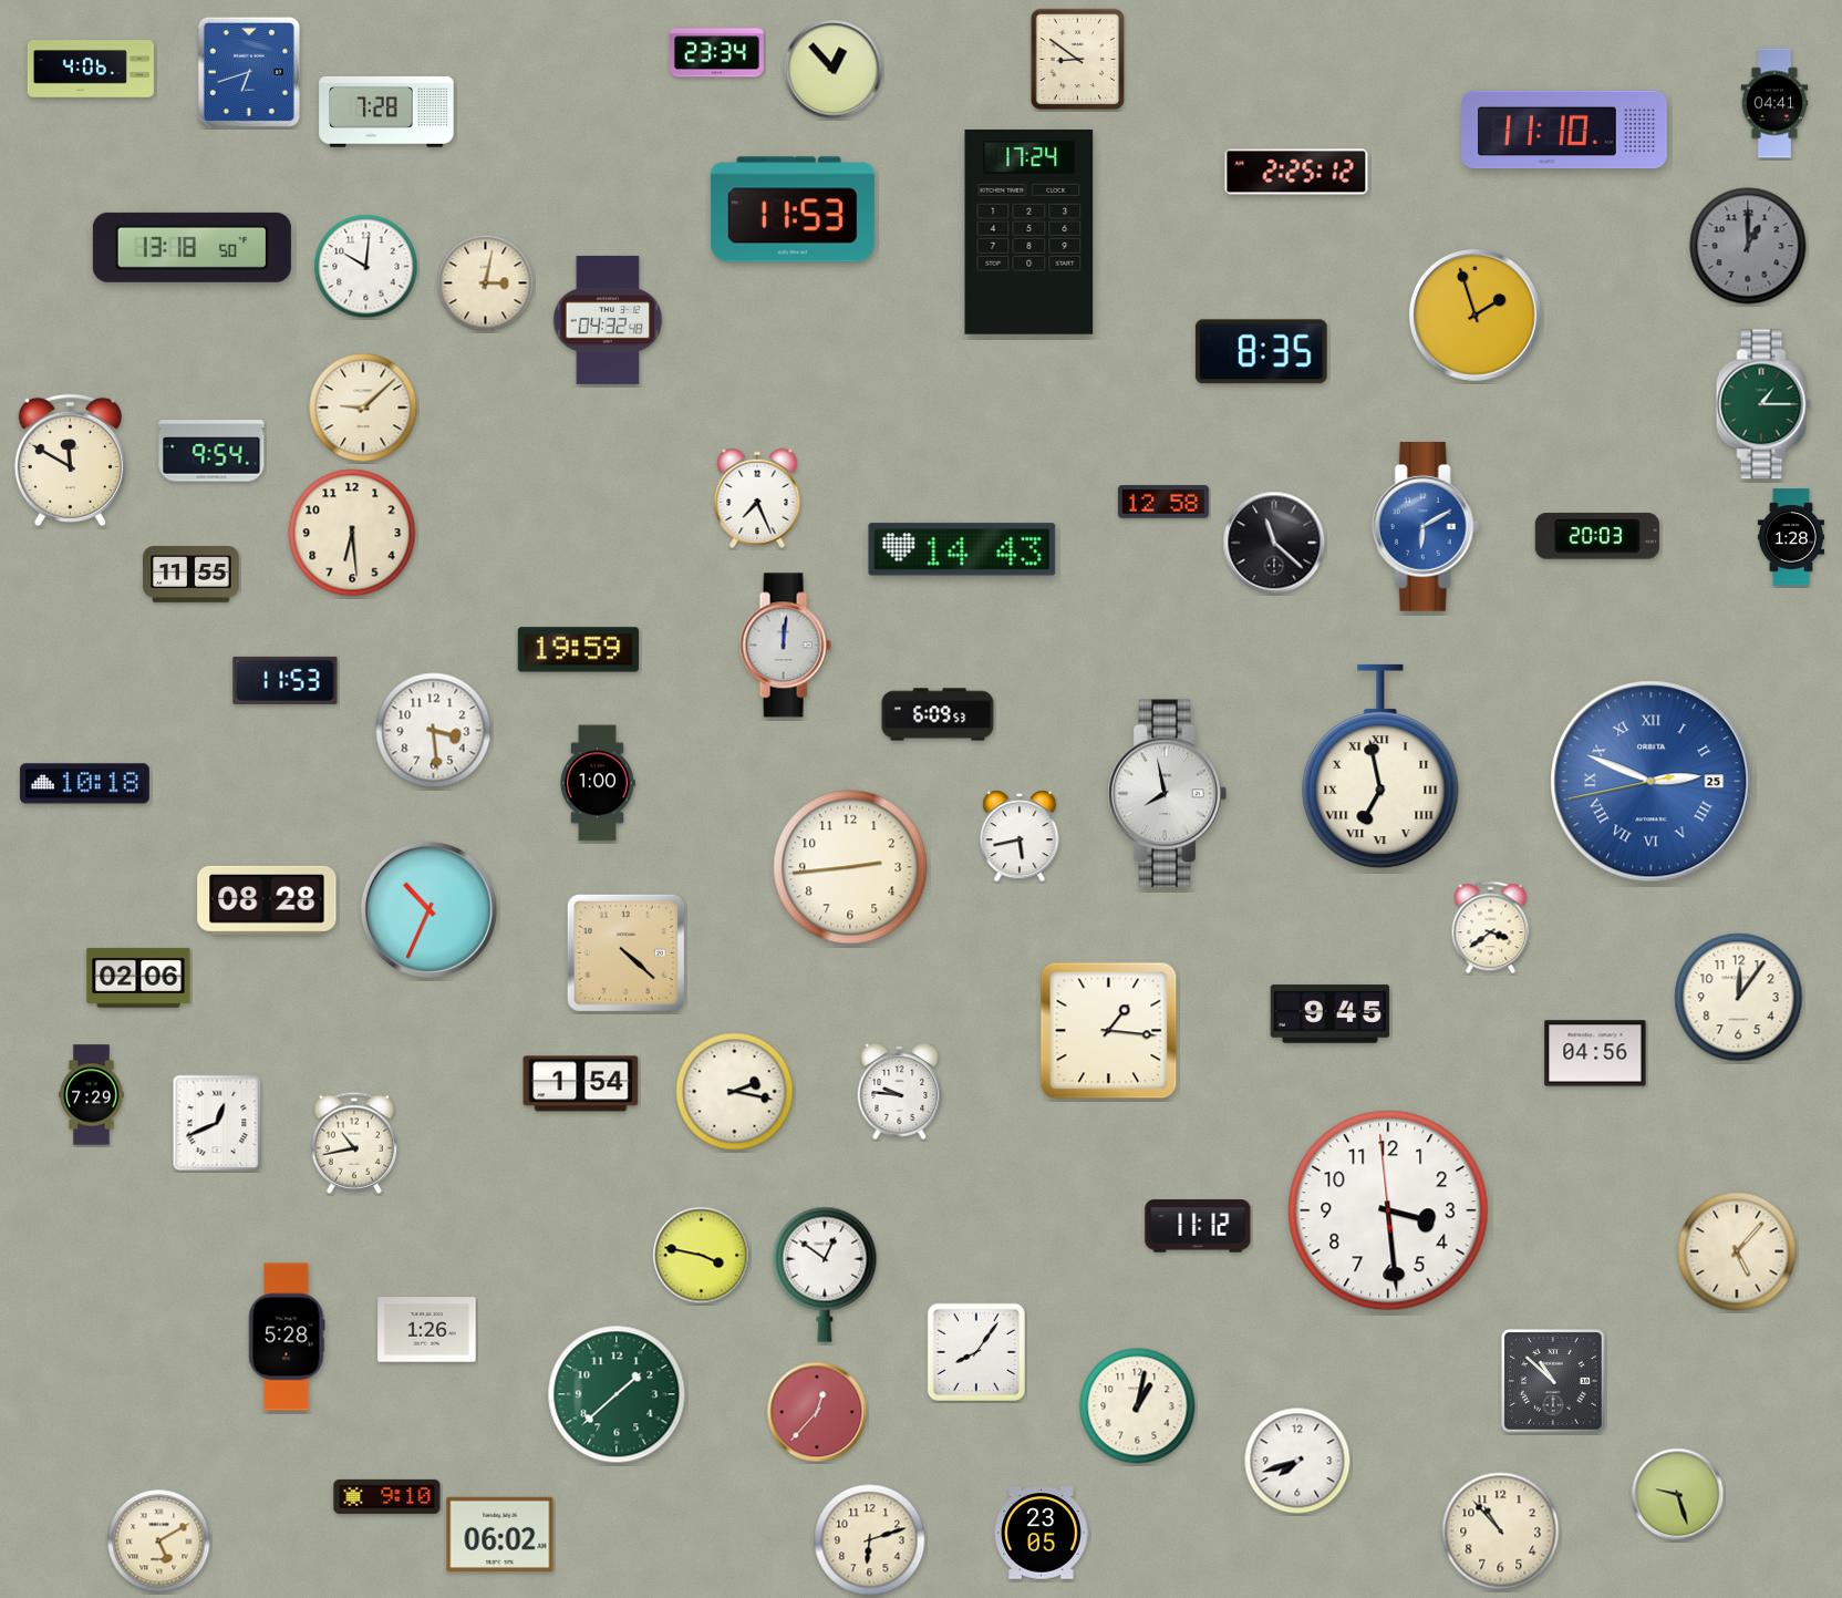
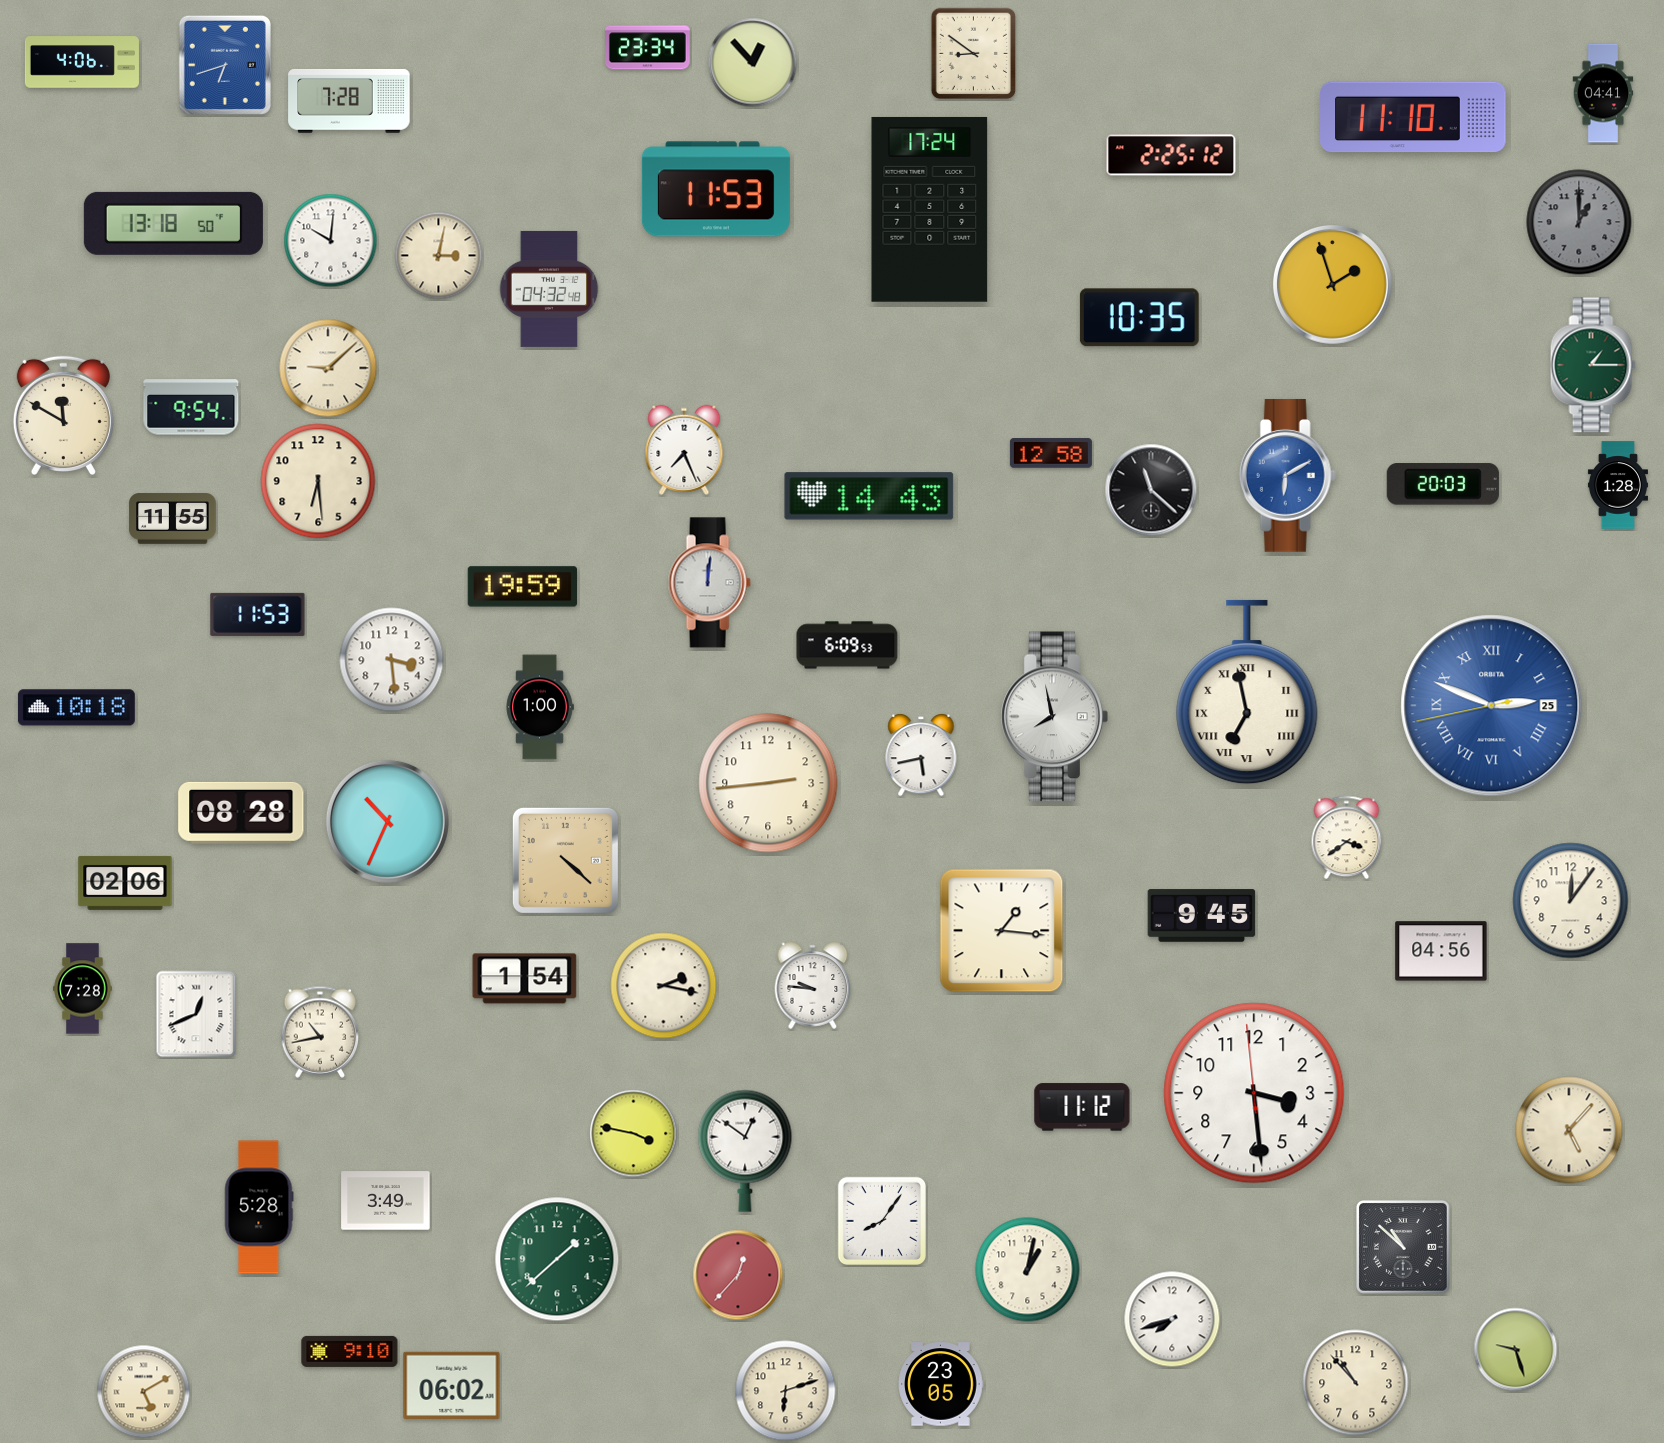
clock at (1261, 352): 8:35 -> 10:35
clock at (92, 1095): 7:29 -> 7:28
clock at (427, 1330): 1:26 -> 3:49
